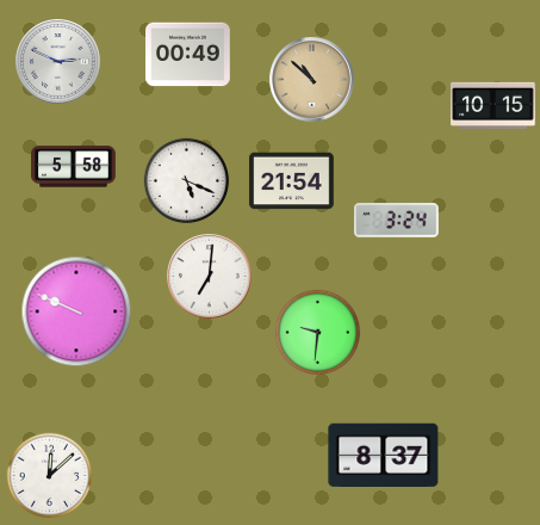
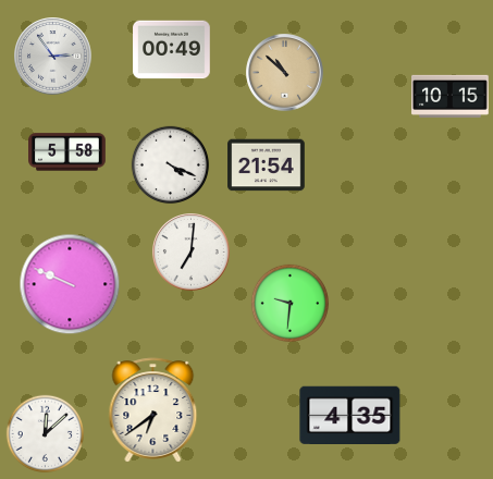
clock at (58, 62): 2:49 -> 2:54
clock at (187, 181): 5:19 -> 4:19
clock at (397, 221): 3:24 -> none
clock at (153, 410): none -> 6:39
clock at (384, 455): 8:37 -> 4:35
